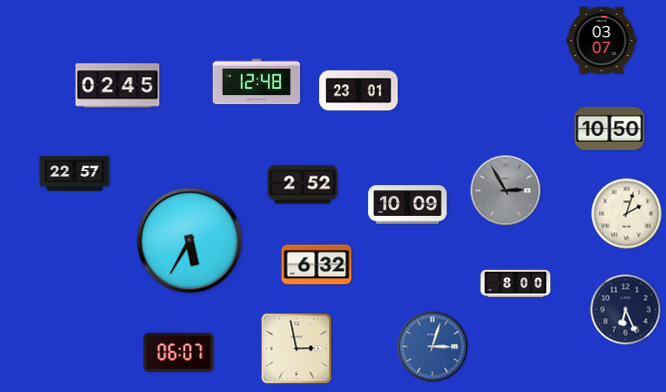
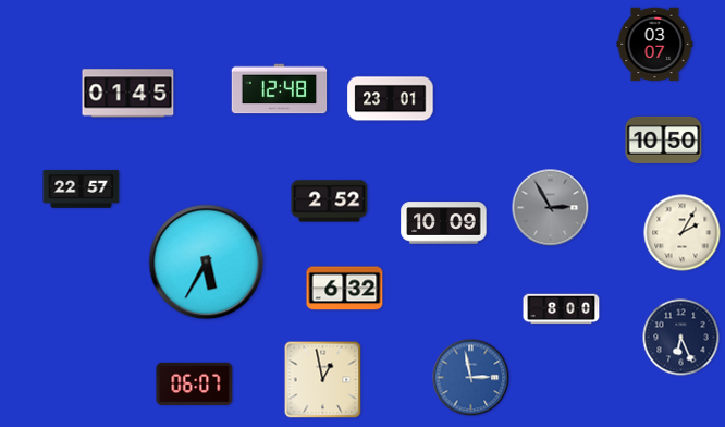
clock at (118, 86): 02:45 -> 01:45
clock at (627, 214): 2:03 -> 2:05
clock at (433, 347): 3:03 -> 2:58
clock at (297, 349): 2:58 -> 12:58
